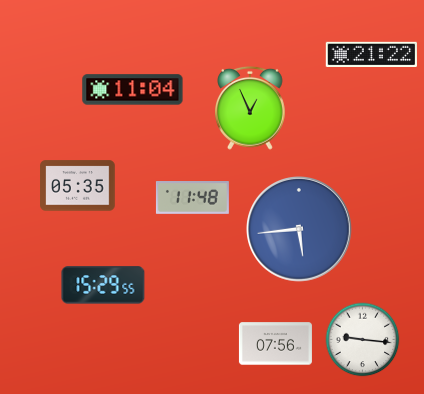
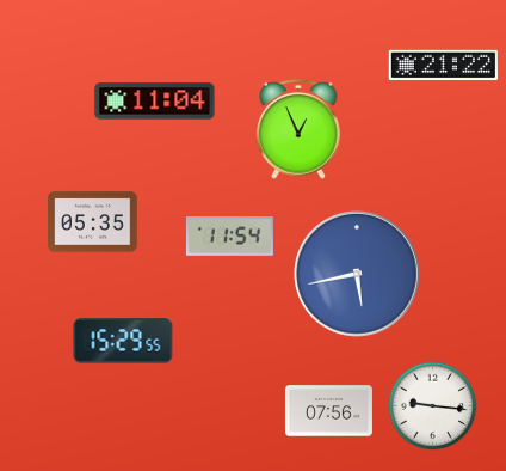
clock at (133, 90) position: (133, 90) -> (155, 102)
clock at (192, 198): 11:48 -> 11:54
clock at (300, 230): 5:44 -> 5:43
